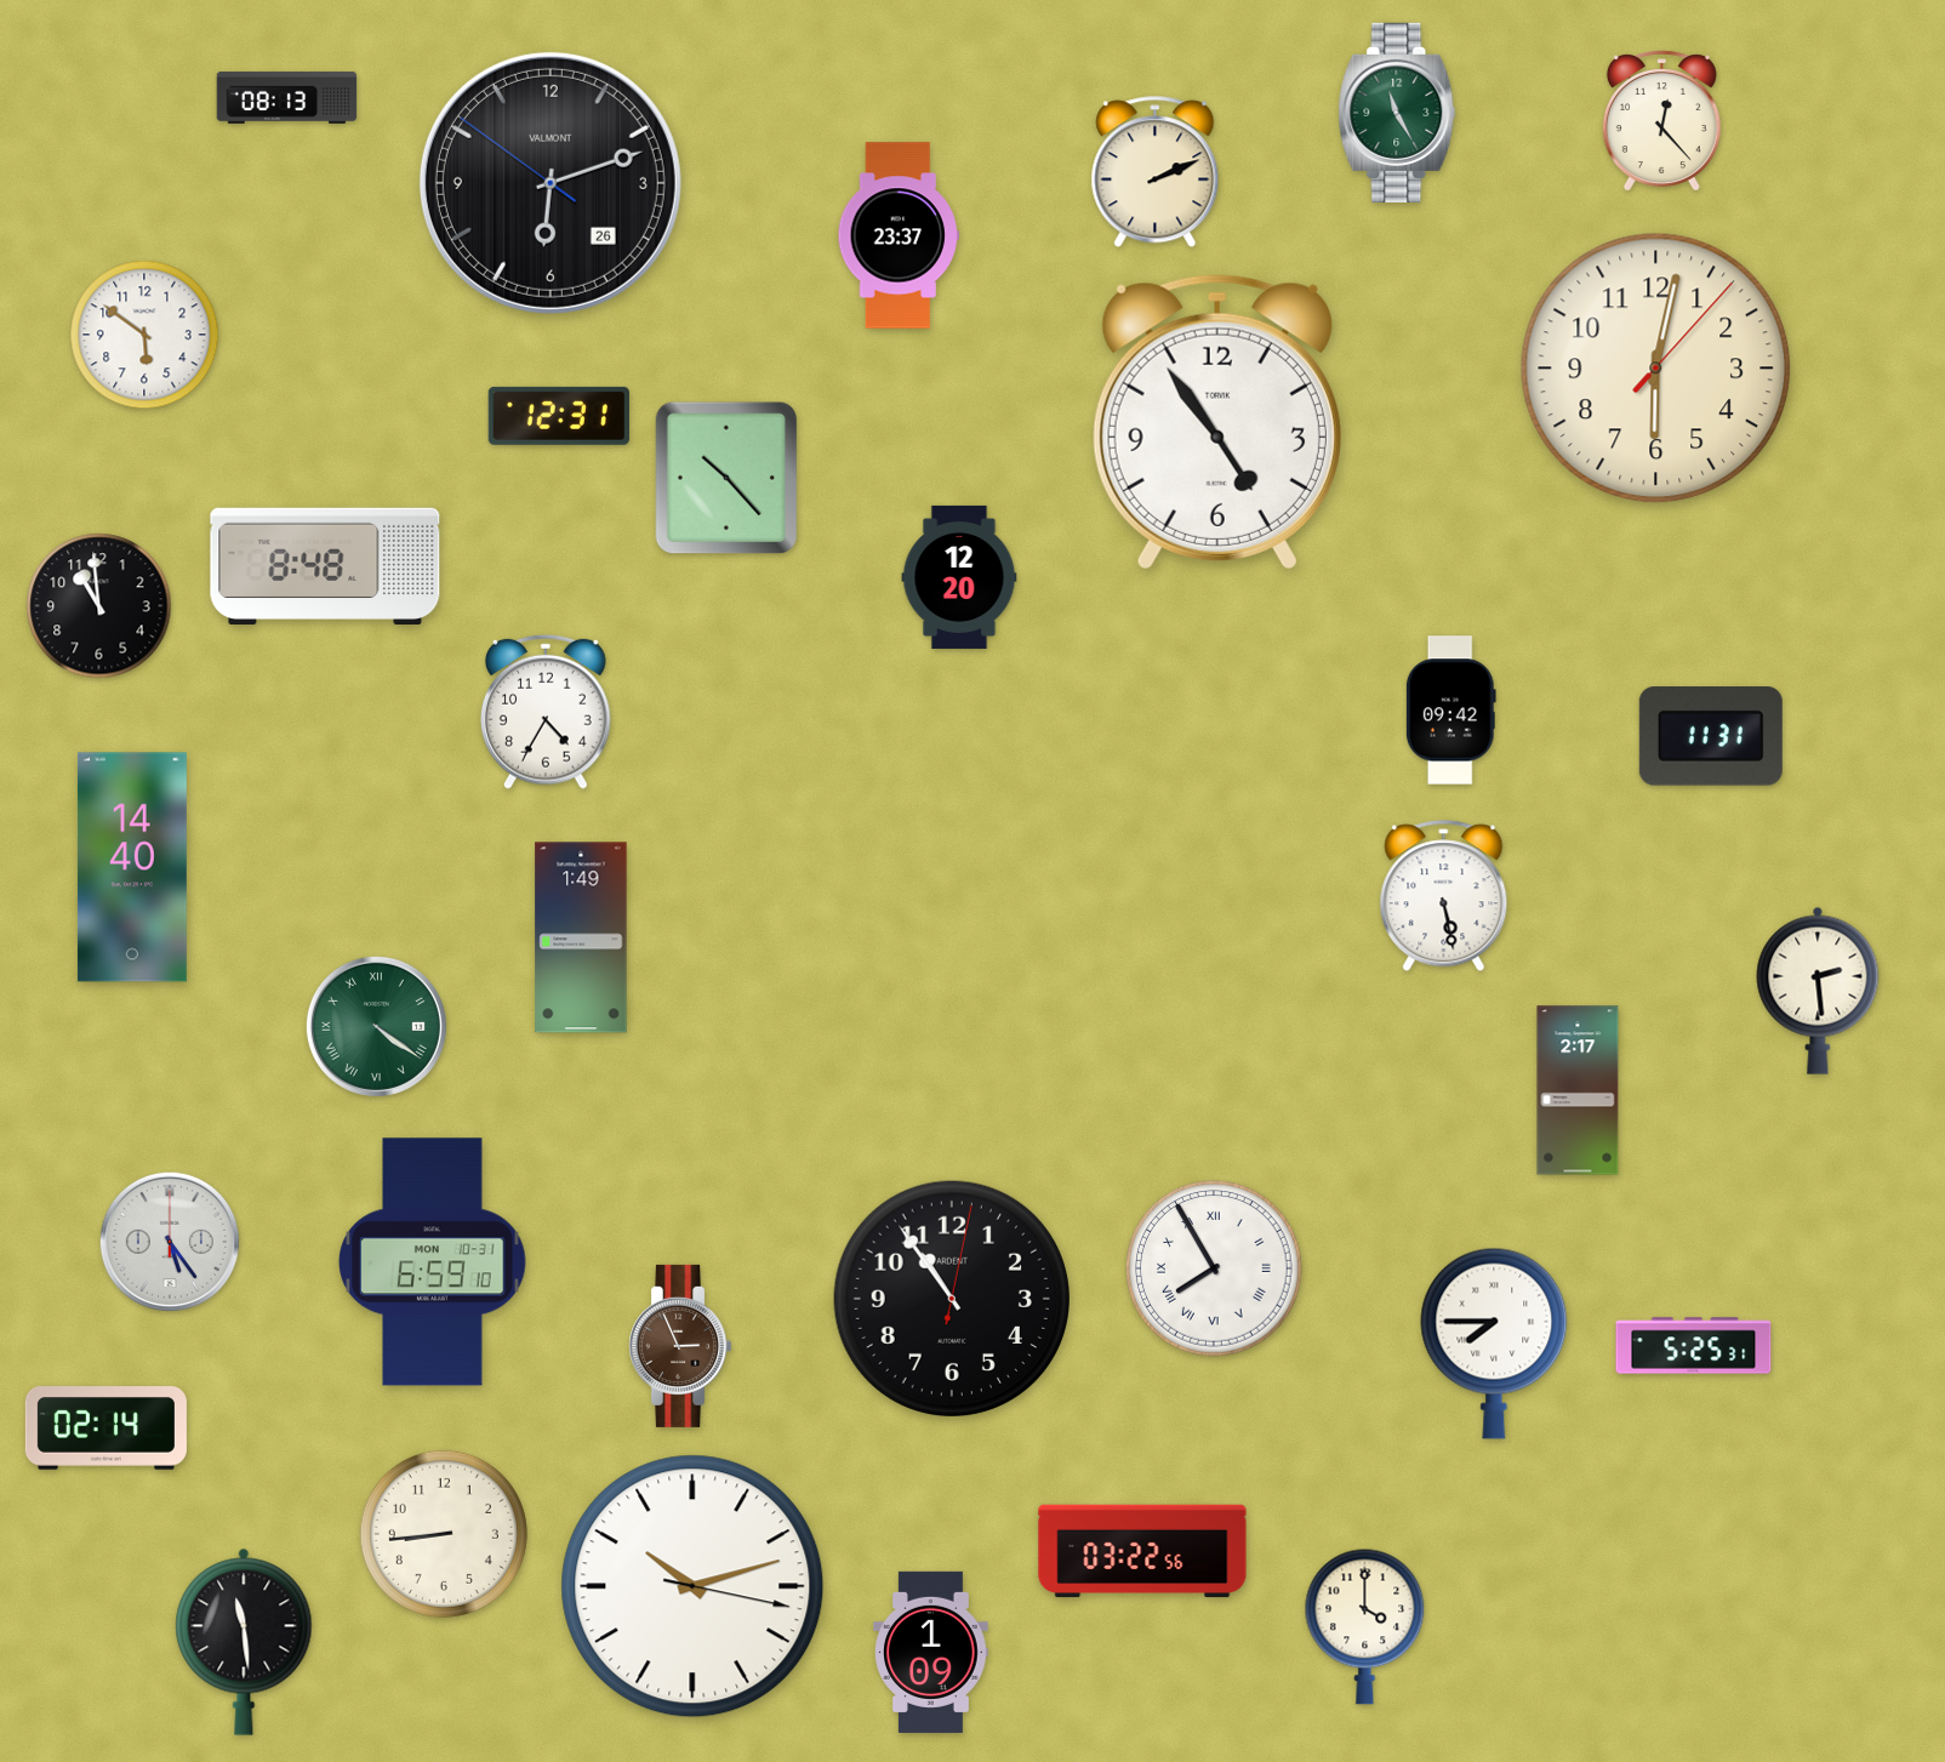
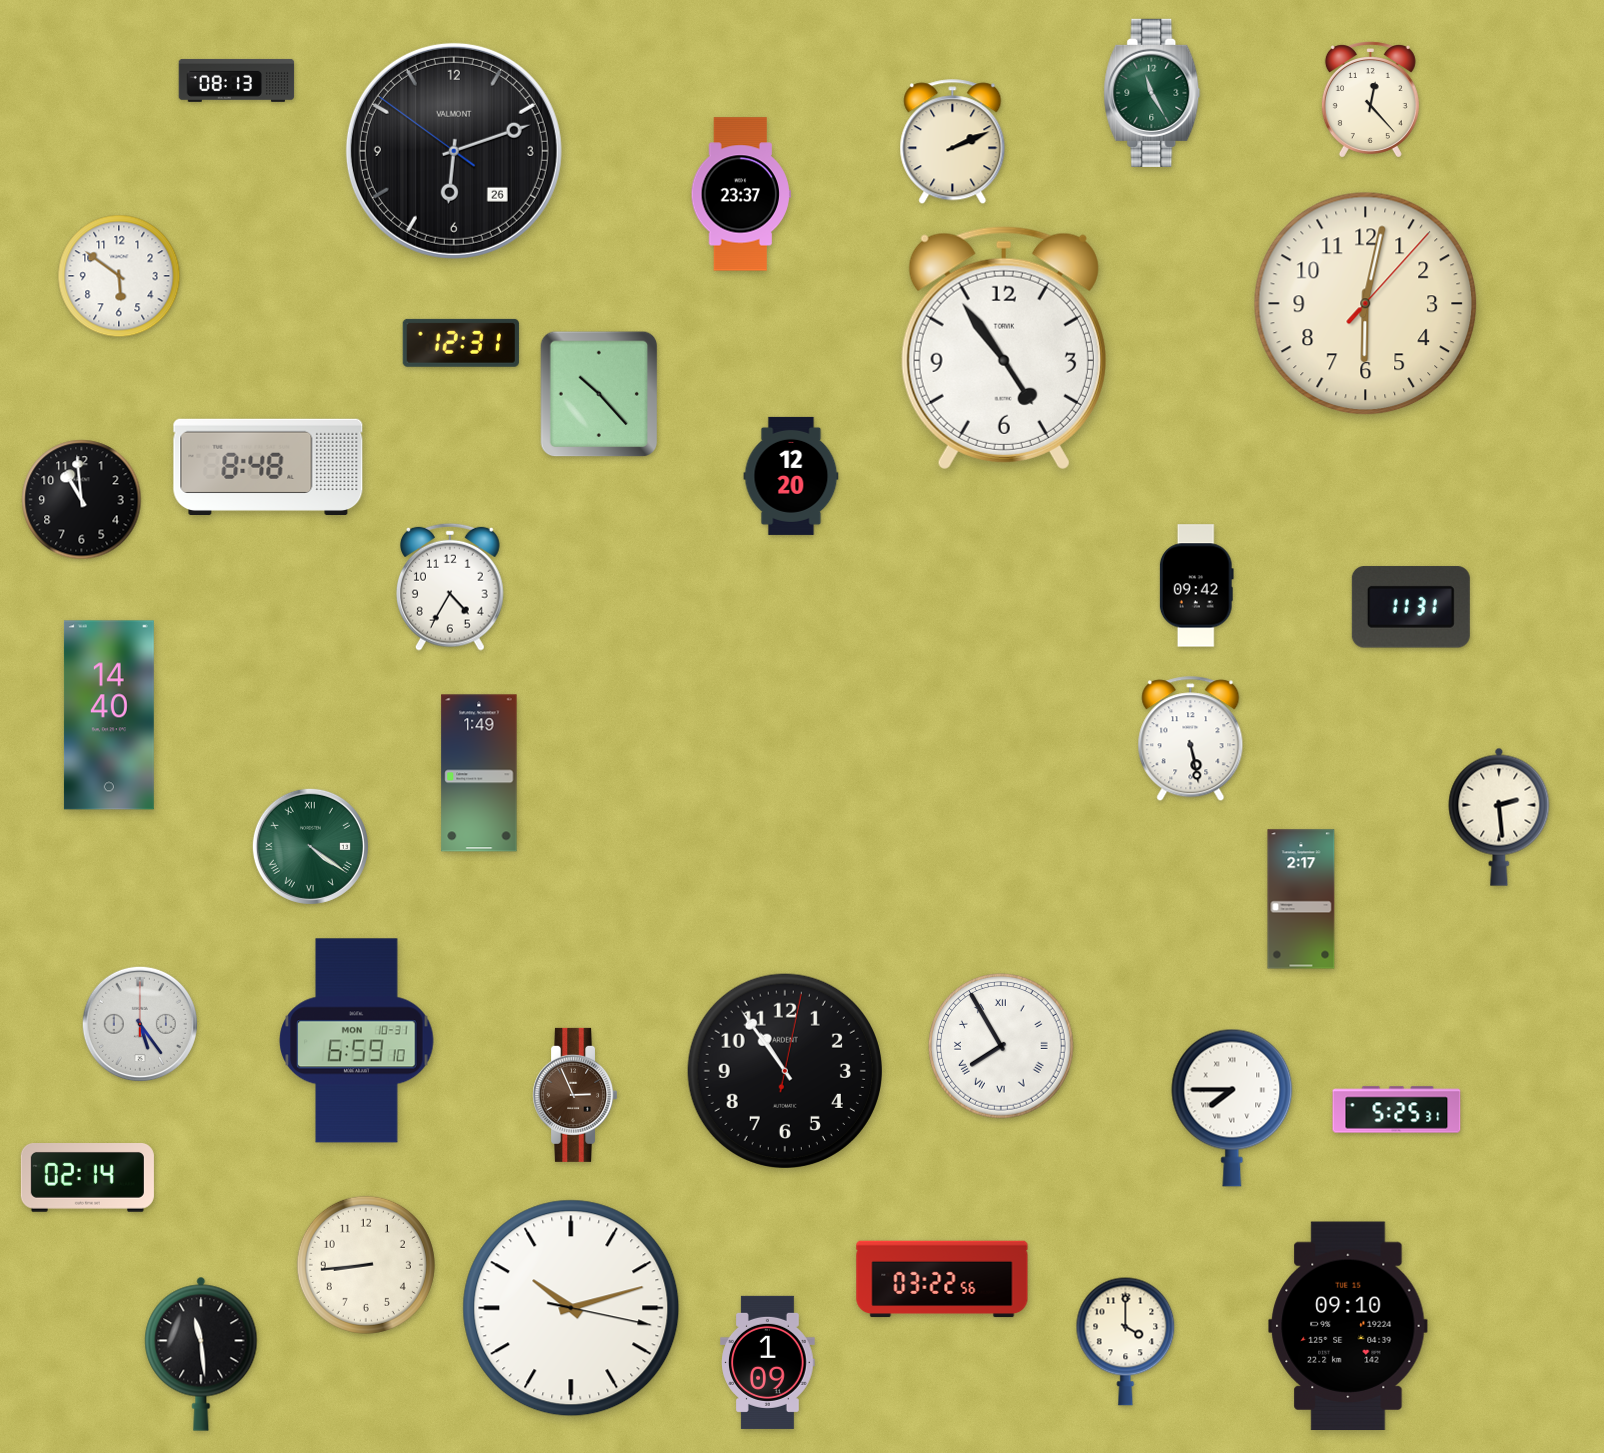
clock at (680, 1346) position: (680, 1346) -> (575, 1095)
clock at (1348, 1326): none -> 09:10
